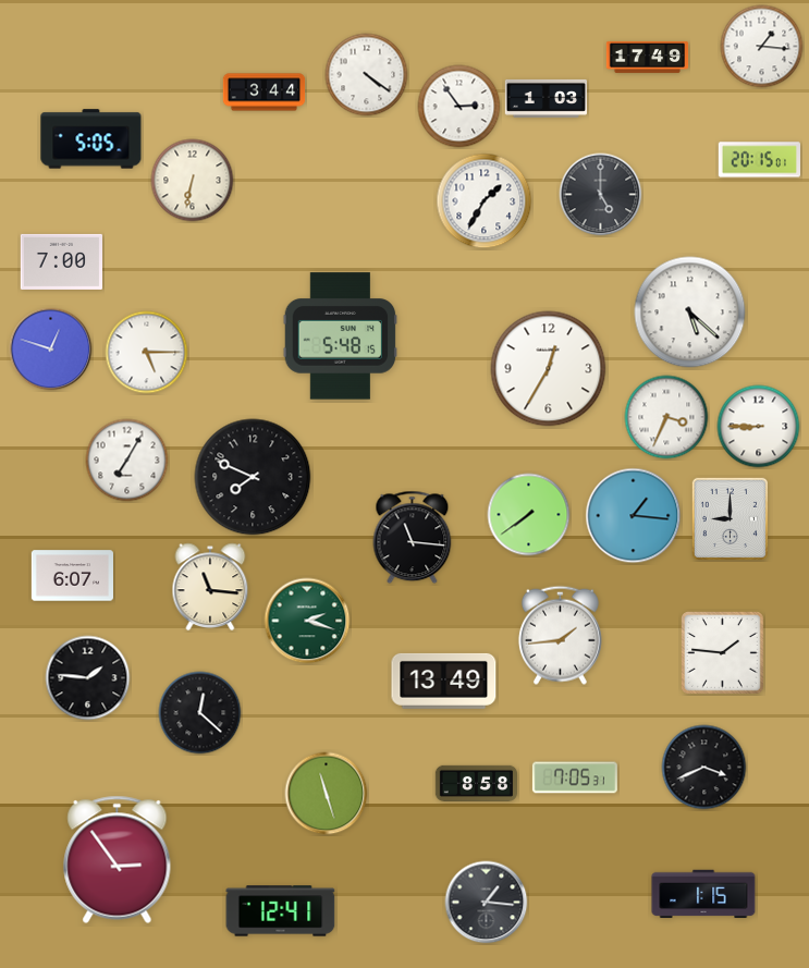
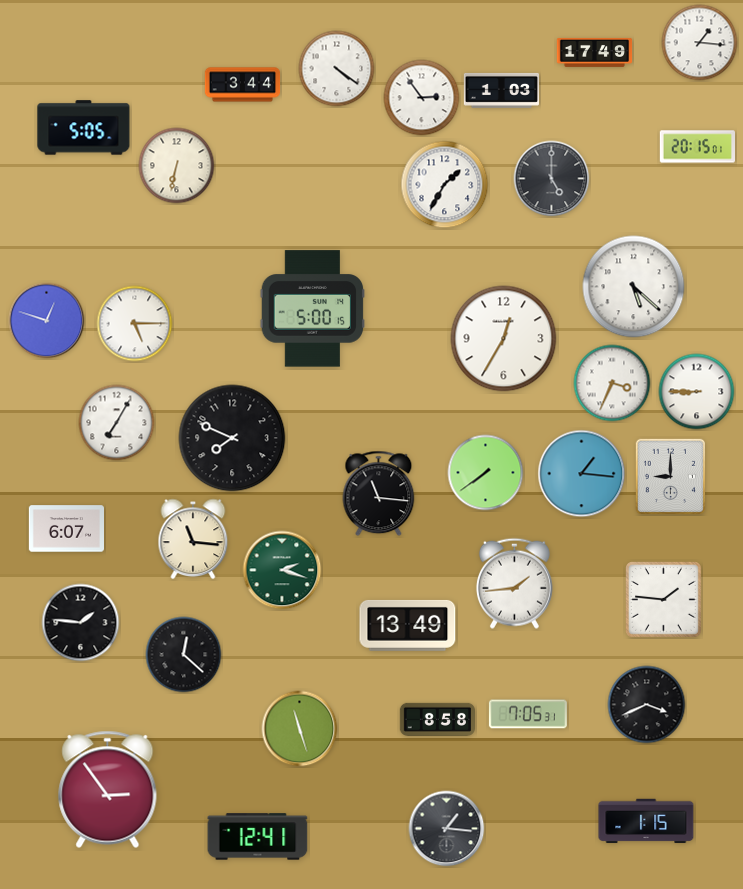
clock at (61, 261): 7:00 -> none
clock at (341, 336): 5:48 -> 5:00
